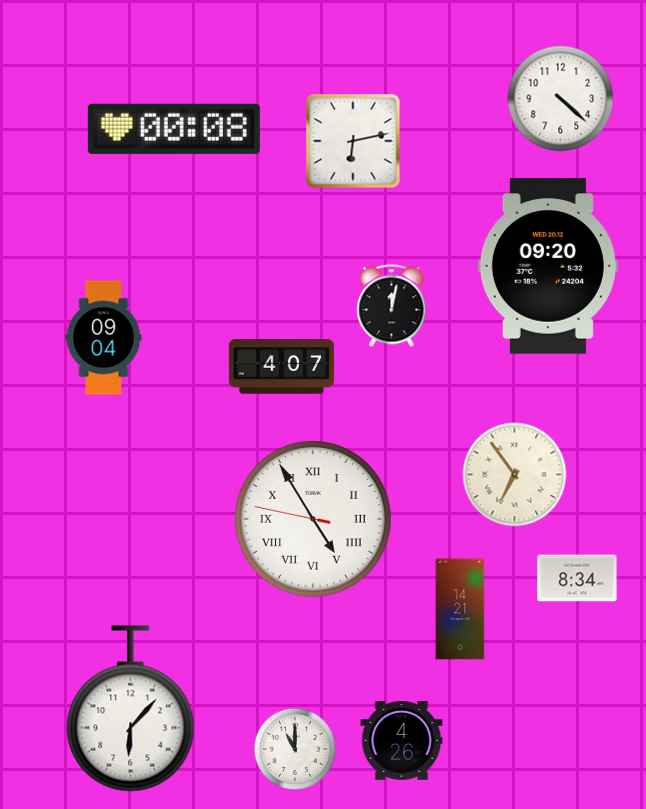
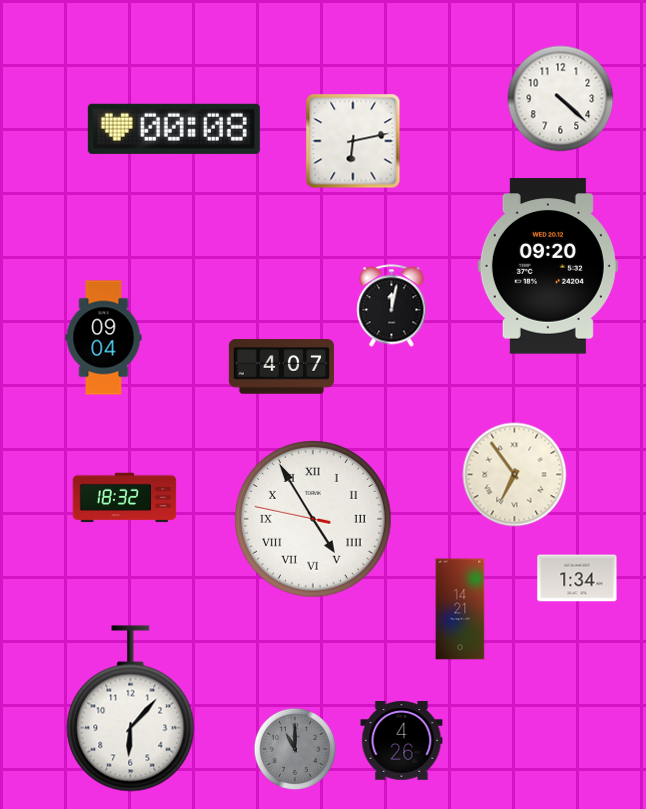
clock at (125, 498): none -> 18:32
clock at (577, 578): 8:34 -> 1:34
clock at (294, 748) dial: white -> grey
